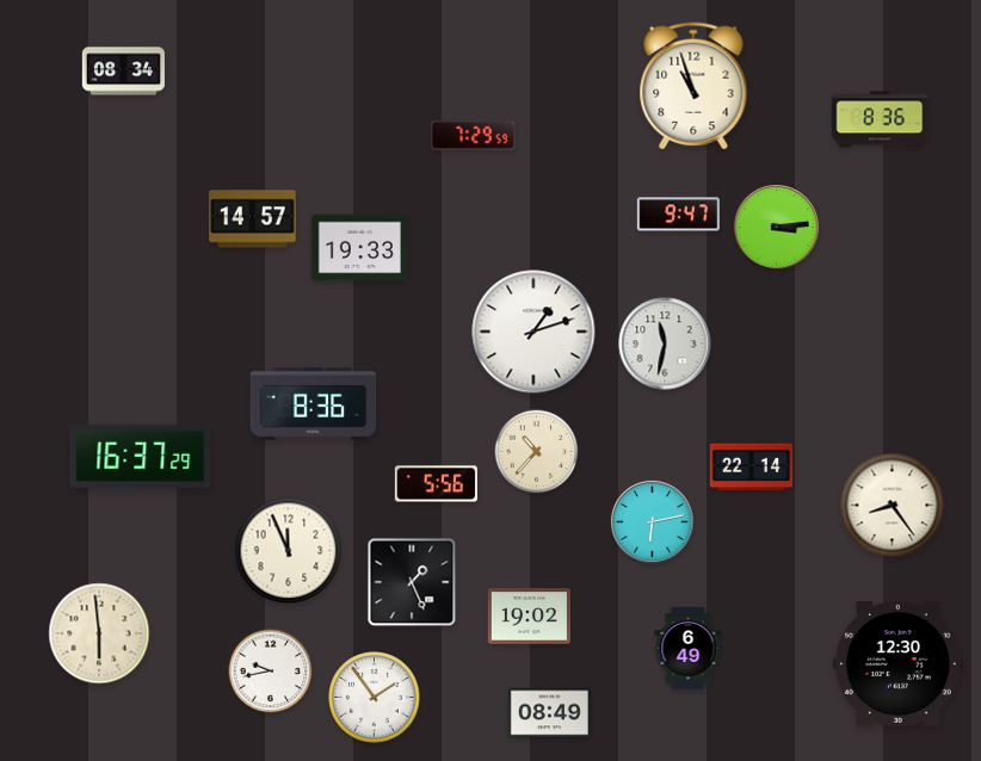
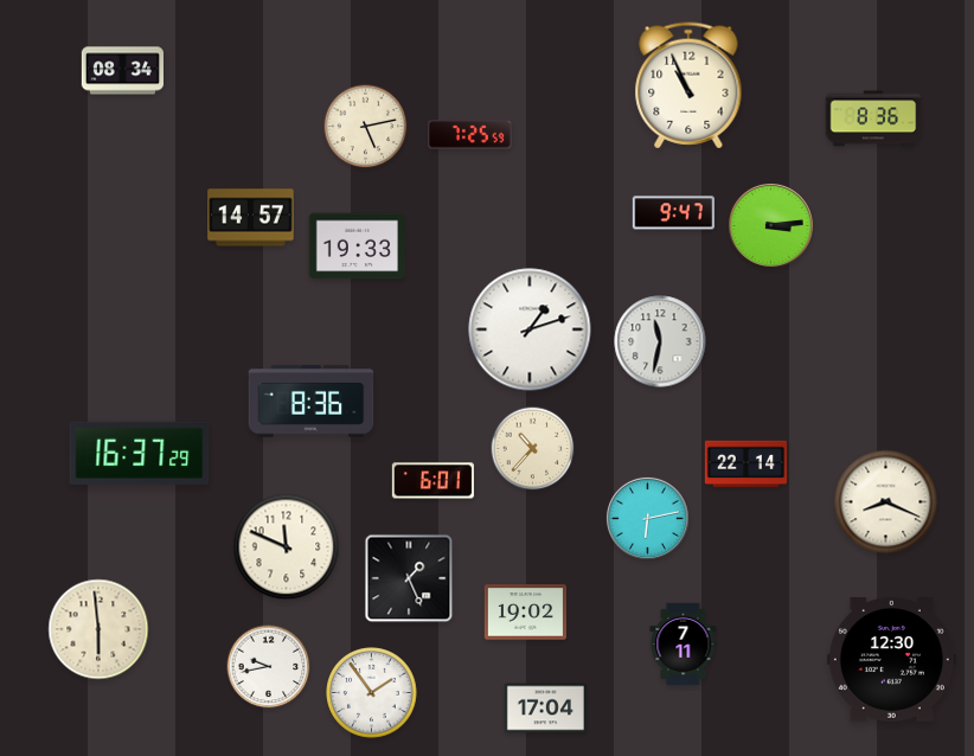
clock at (693, 86): 10:57 -> 10:56
clock at (366, 127): none -> 5:13
clock at (473, 136): 7:29 -> 7:25
clock at (436, 484): 5:56 -> 6:01
clock at (893, 506): 8:24 -> 8:19
clock at (289, 551): 11:56 -> 11:49
clock at (689, 648): 6:49 -> 7:11
clock at (549, 713): 08:49 -> 17:04
